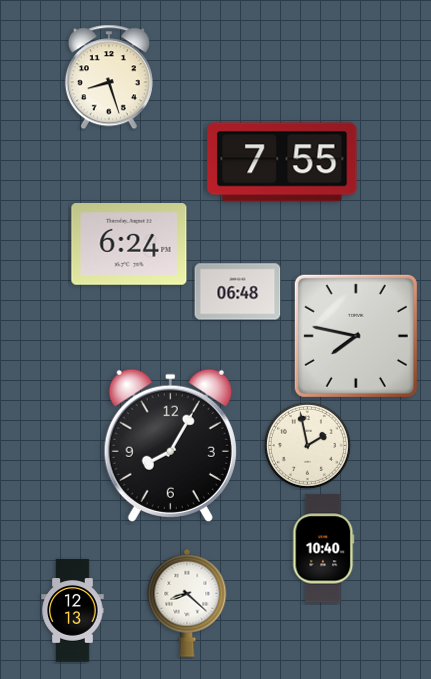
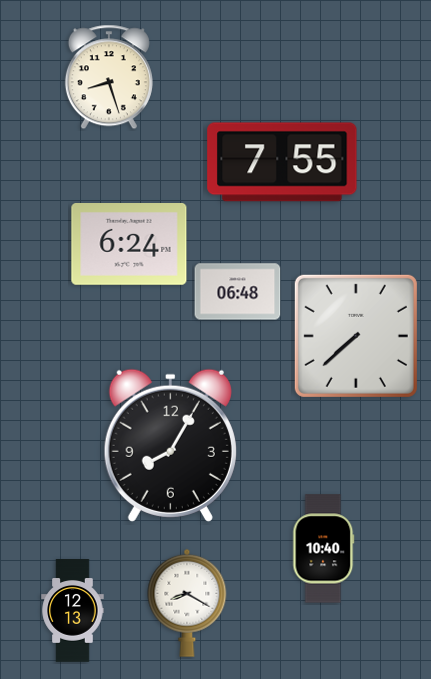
clock at (356, 336): 7:47 -> 7:38
clock at (307, 445): 1:58 -> none
clock at (187, 603): 8:22 -> 8:20
